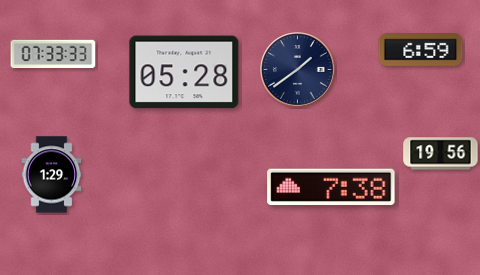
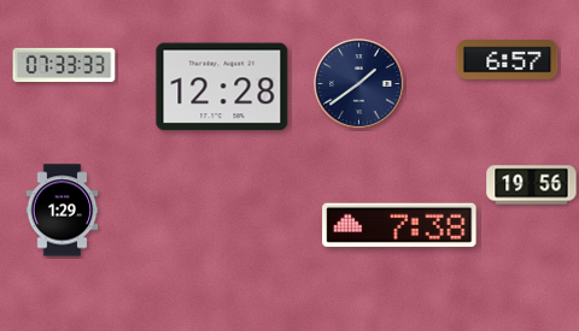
clock at (421, 50): 6:59 -> 6:57
clock at (184, 72): 05:28 -> 12:28
